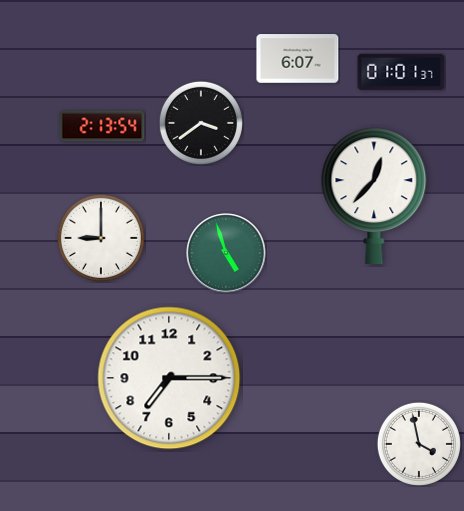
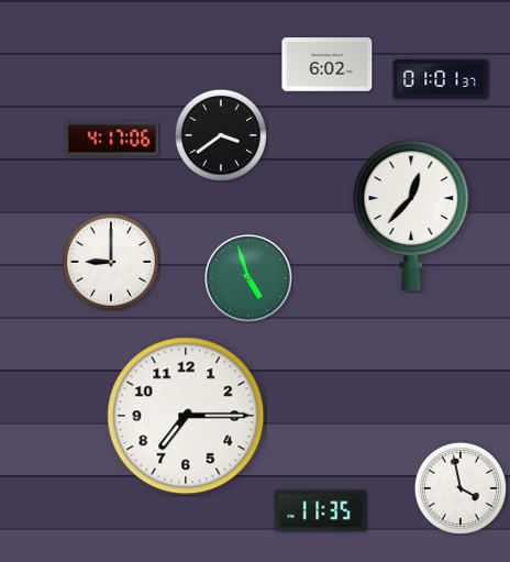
clock at (298, 59): 6:07 -> 6:02
clock at (102, 126): 2:13 -> 4:17
clock at (321, 511): none -> 11:35
